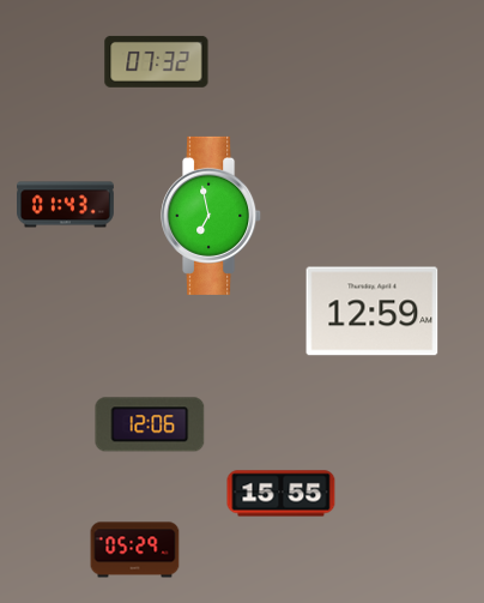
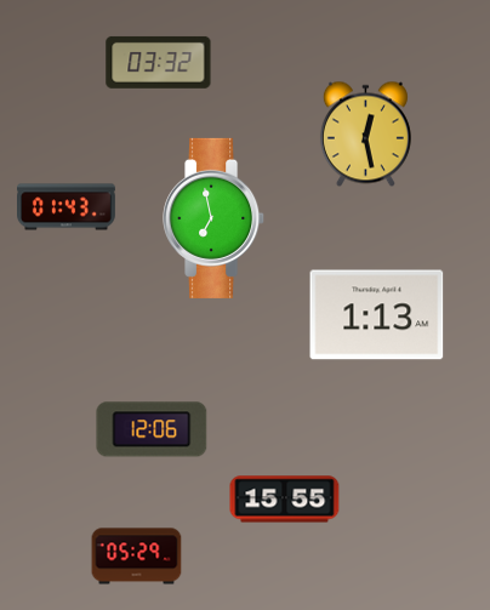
clock at (157, 61): 07:32 -> 03:32
clock at (365, 135): none -> 12:28
clock at (373, 312): 12:59 -> 1:13
